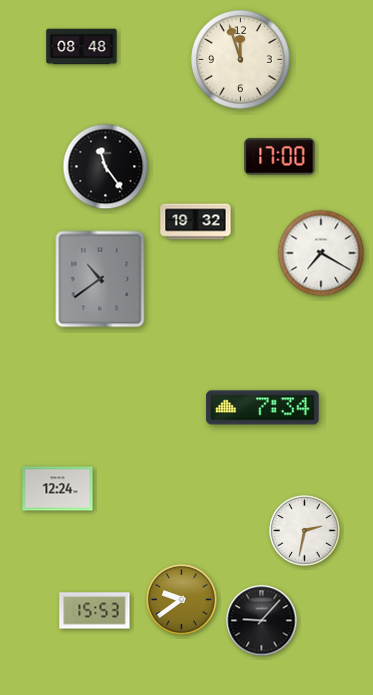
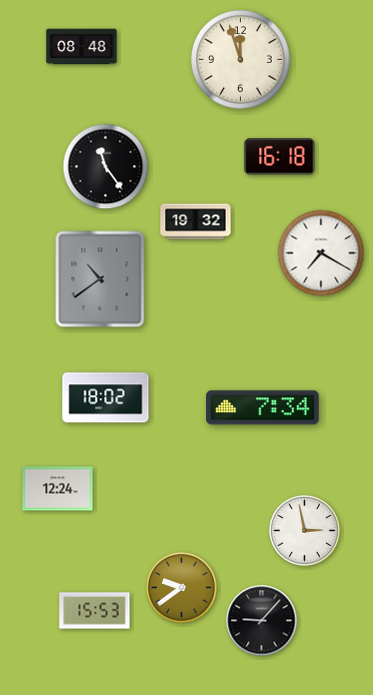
clock at (280, 157): 17:00 -> 16:18
clock at (106, 398): none -> 18:02
clock at (305, 531): 2:32 -> 2:58
clock at (182, 600) position: (182, 600) -> (182, 588)
